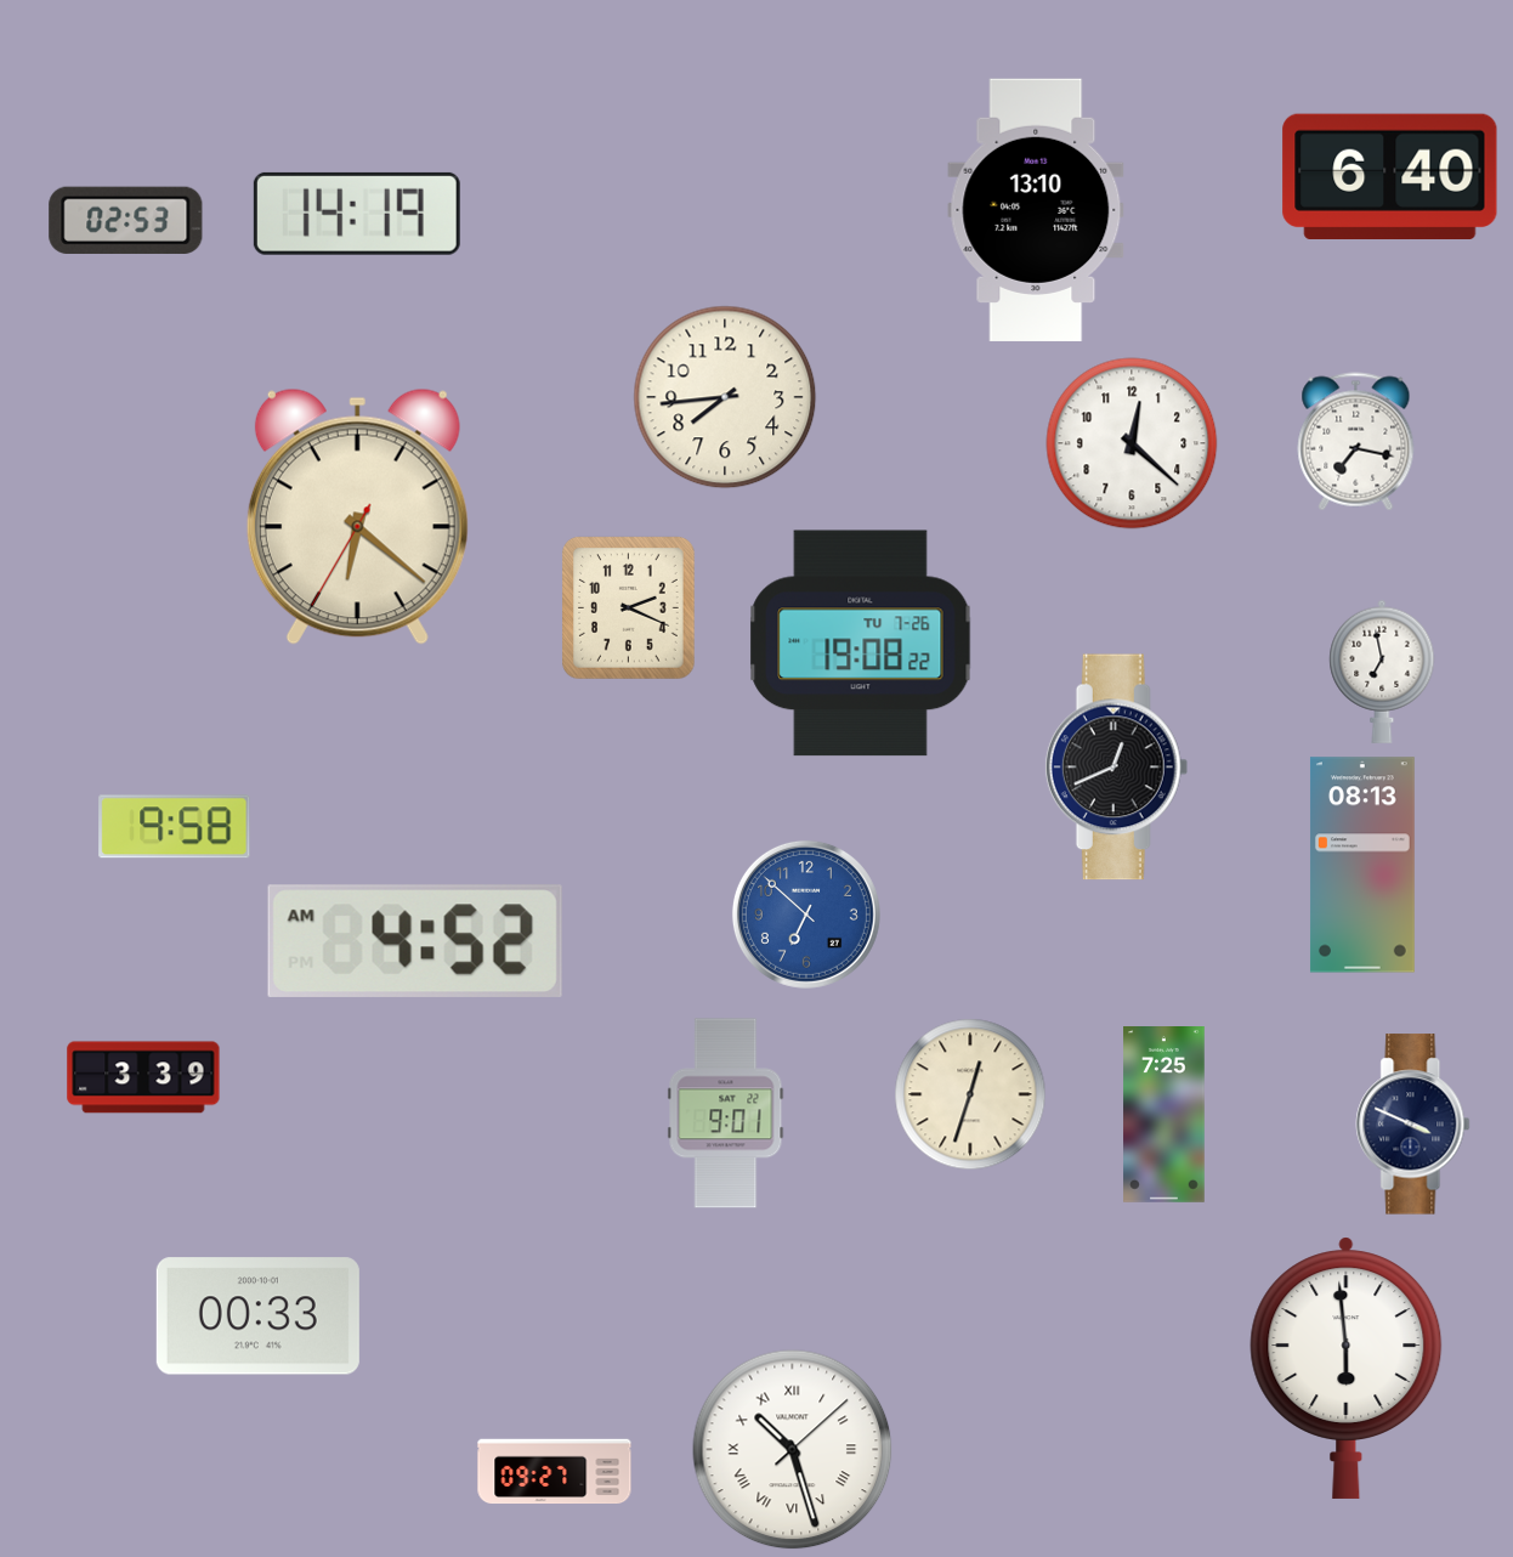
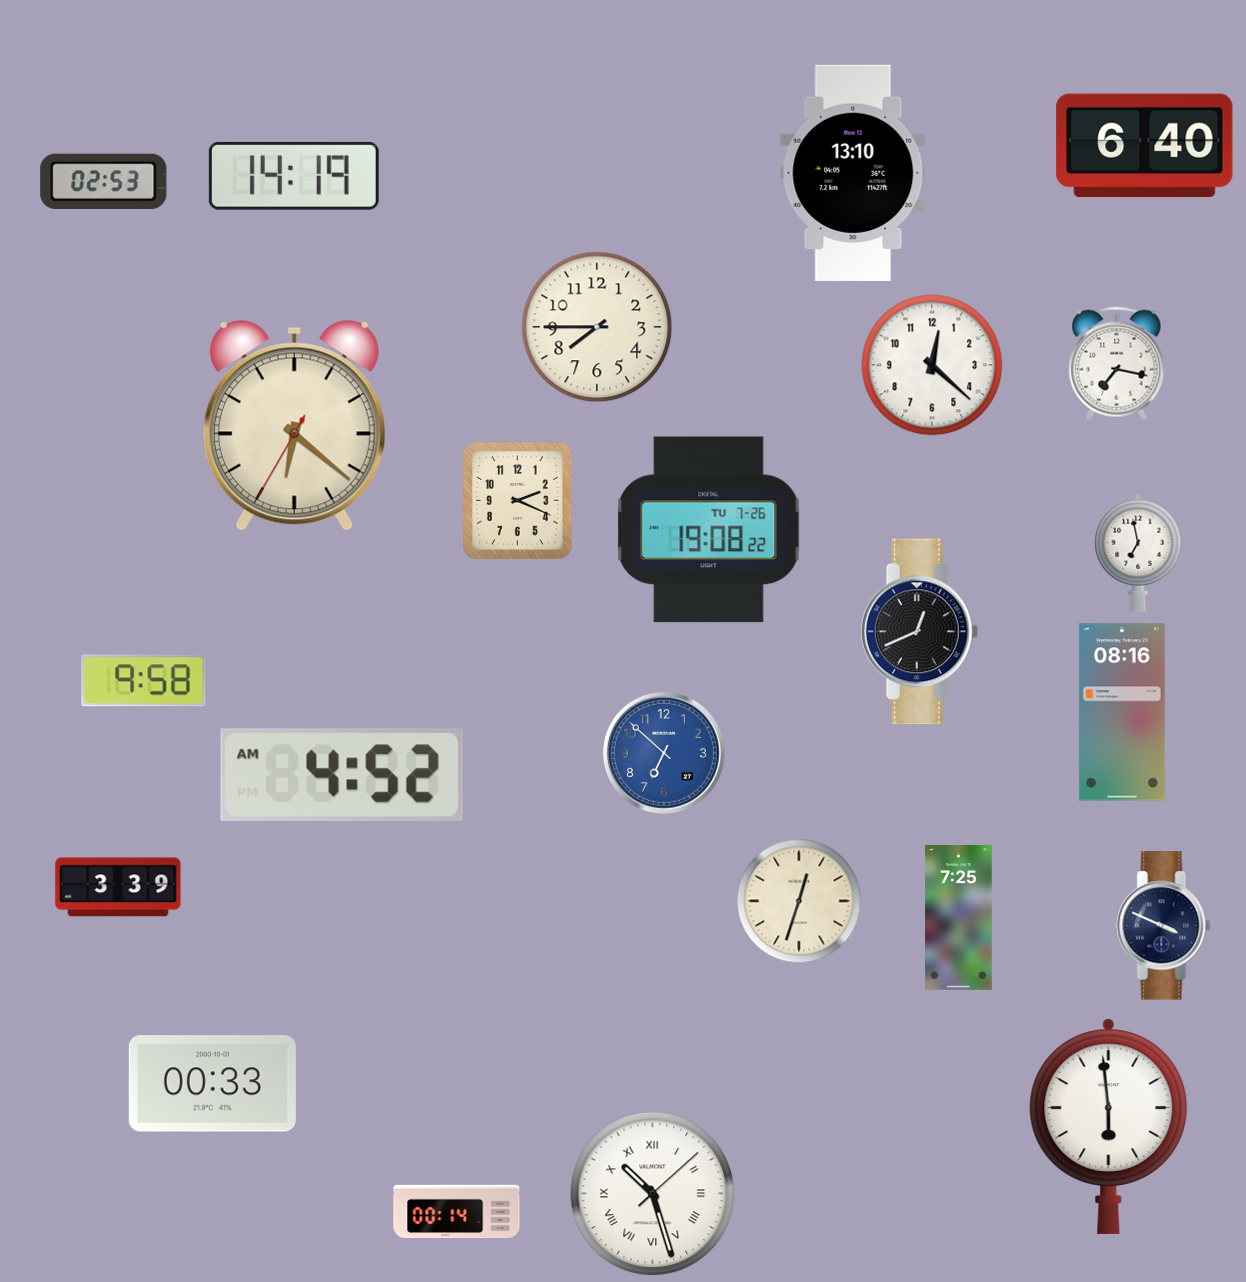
clock at (725, 397): 7:44 -> 7:45
clock at (1362, 865): 08:13 -> 08:16
clock at (726, 1114): 9:01 -> none
clock at (555, 1472): 09:27 -> 00:14
